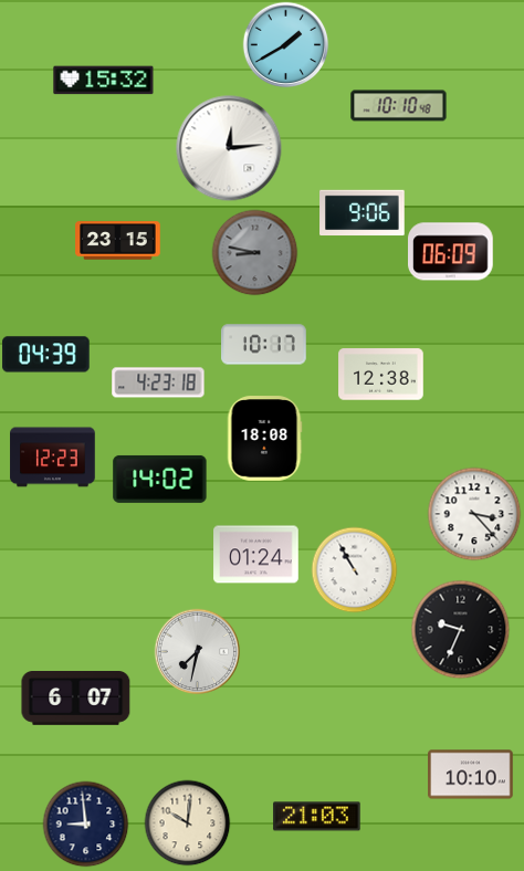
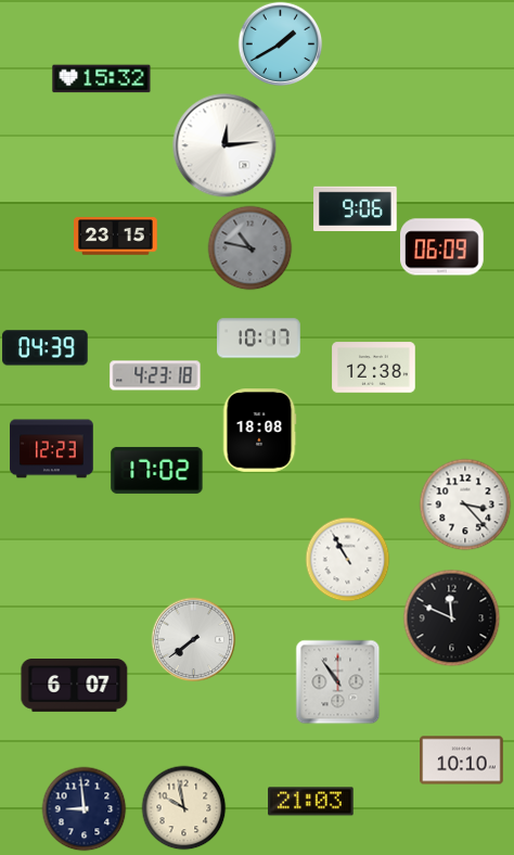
clock at (399, 106): 10:10 -> none
clock at (254, 252): 8:47 -> 10:47
clock at (160, 479): 14:02 -> 17:02
clock at (256, 555): 01:24 -> none
clock at (460, 629): 9:34 -> 11:49
clock at (197, 651): 7:32 -> 7:39
clock at (337, 681): none -> 10:54
clock at (187, 822): 10:01 -> 9:58
